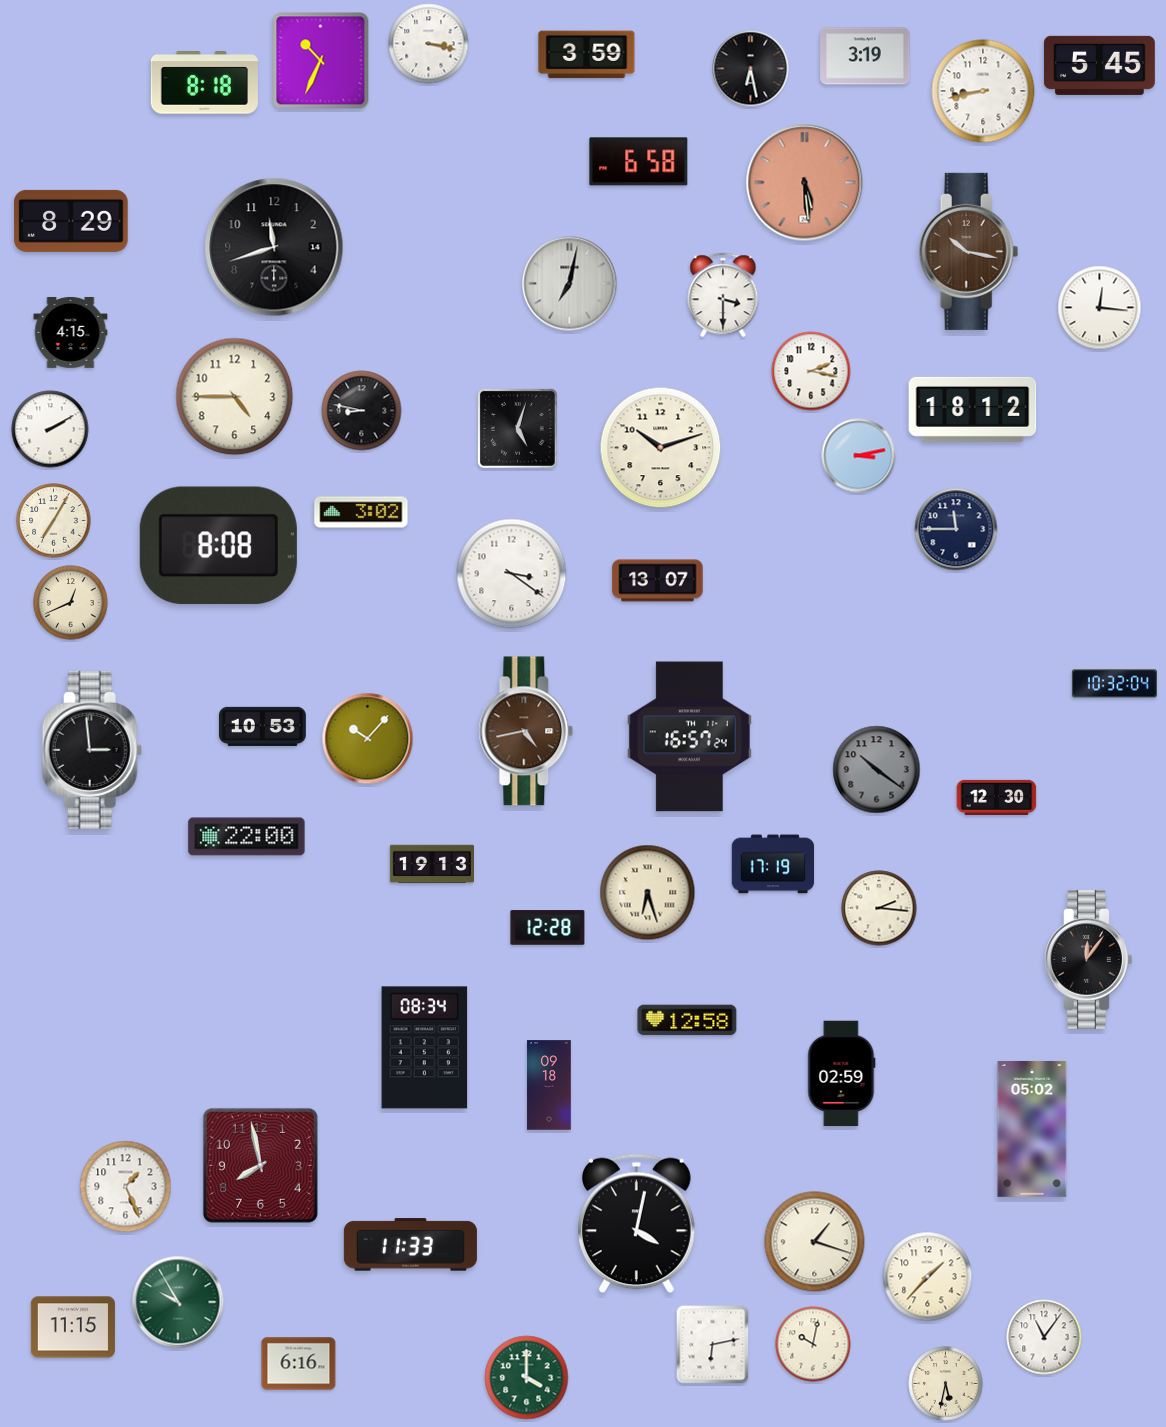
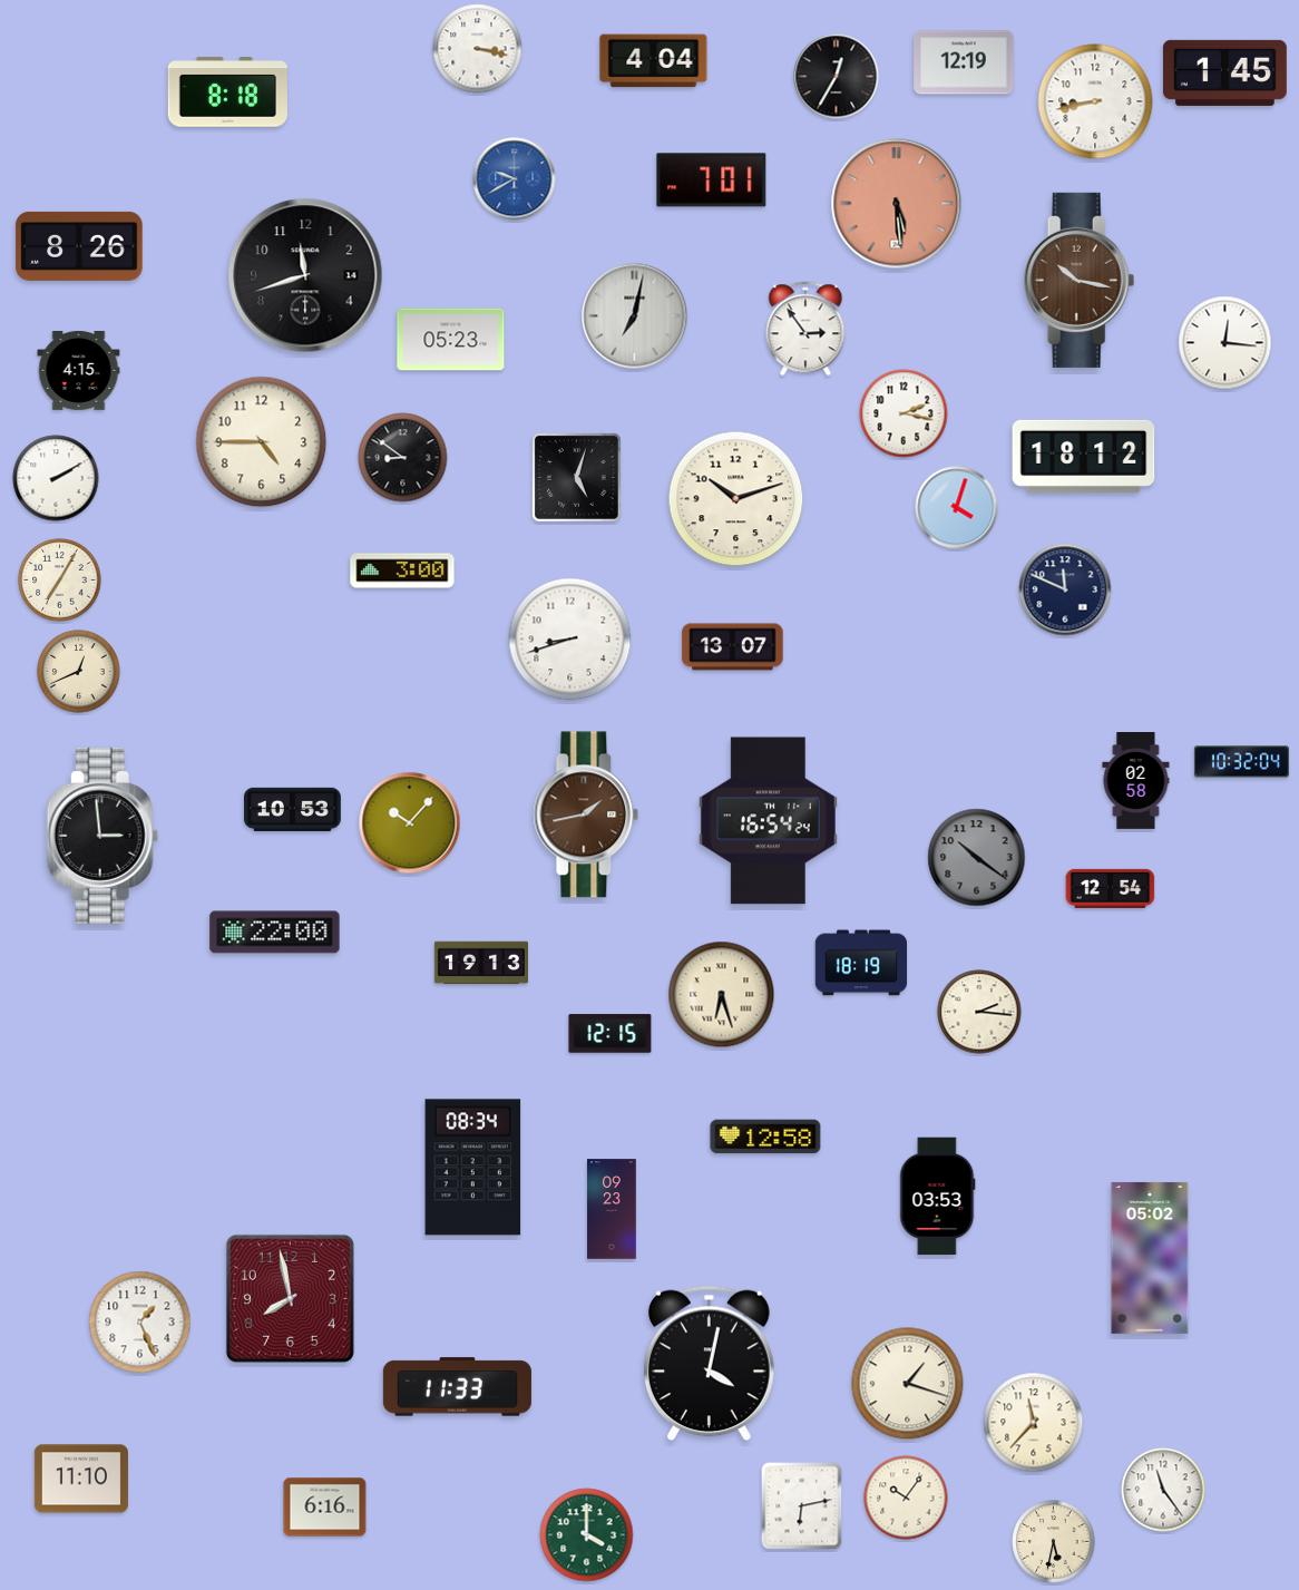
clock at (587, 55): 3:59 -> 4:04
clock at (865, 56): 3:19 -> 12:19
clock at (321, 61): 10:34 -> none
clock at (1099, 65): 5:45 -> 1:45
clock at (751, 69): 6:28 -> 12:35
clock at (515, 179): none -> 9:40
clock at (639, 162): 6:58 -> 7:01
clock at (71, 221): 8:29 -> 8:26
clock at (723, 295): 3:30 -> 2:54
clock at (451, 340): none -> 05:23
clock at (362, 411): 8:47 -> 8:51
clock at (859, 456): 3:13 -> 4:03
clock at (361, 512): 3:02 -> 3:00
clock at (956, 529): 11:45 -> 11:49
clock at (218, 546): 8:08 -> none
clock at (512, 574): 3:21 -> 8:42
clock at (1136, 781): none -> 02:58
clock at (526, 731): 4:43 -> 1:43
clock at (689, 737): 16:57 -> 16:54
clock at (997, 797): 12:30 -> 12:54
clock at (773, 864): 17:19 -> 18:19
clock at (548, 928): 12:28 -> 12:15
clock at (1089, 960): 12:06 -> none
clock at (842, 1074): 02:59 -> 03:53
clock at (549, 1085): 09:18 -> 09:23
clock at (928, 1277): 1:37 -> 11:37
clock at (178, 1302): 9:55 -> none
clock at (73, 1327): 11:15 -> 11:10
clock at (1044, 1337): 11:06 -> 11:24
clock at (813, 1344): 10:02 -> 10:06
clock at (713, 1345) position: (713, 1345) -> (802, 1506)
clock at (299, 1364) position: (299, 1364) -> (325, 1508)
